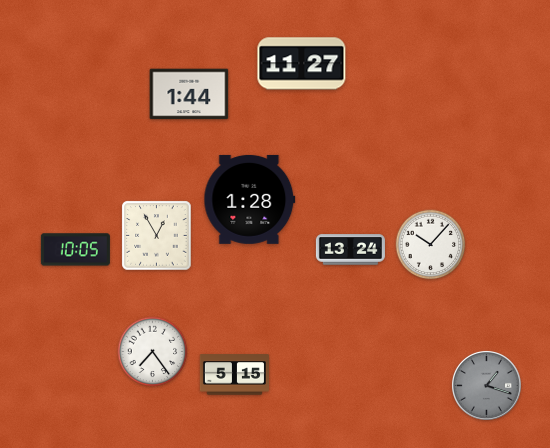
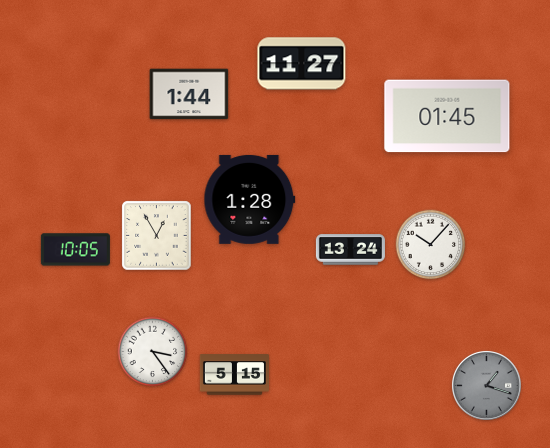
clock at (447, 116): none -> 01:45
clock at (153, 352): 7:24 -> 3:24
